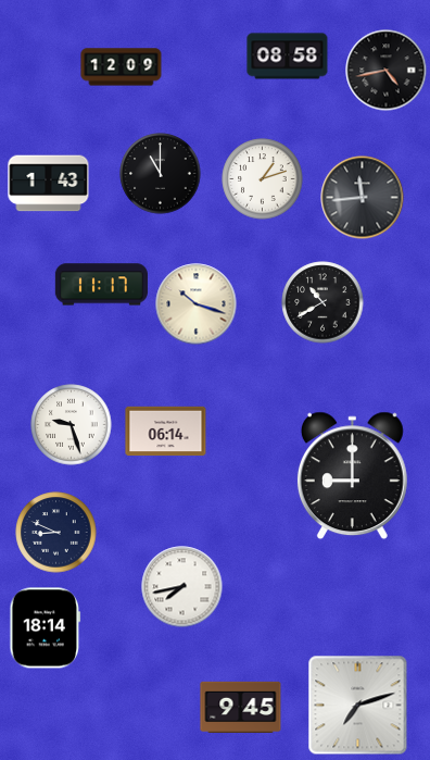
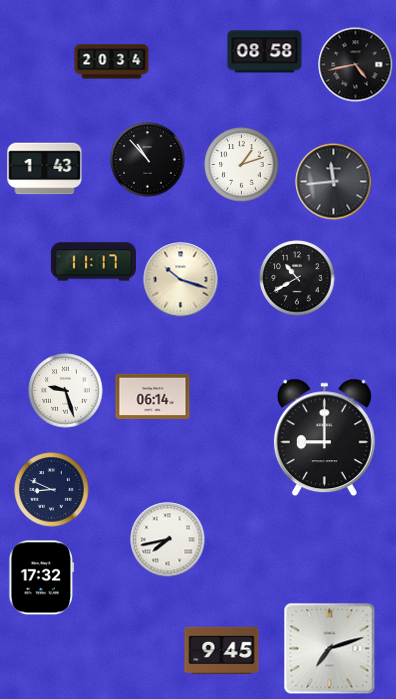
clock at (122, 67): 12:09 -> 20:34
clock at (161, 174): 11:00 -> 10:53
clock at (46, 628): 18:14 -> 17:32
